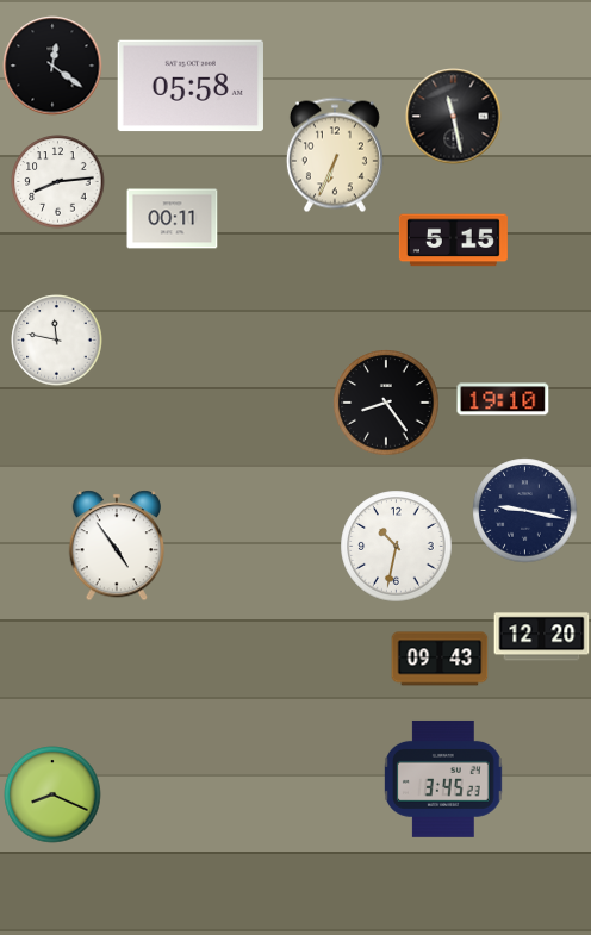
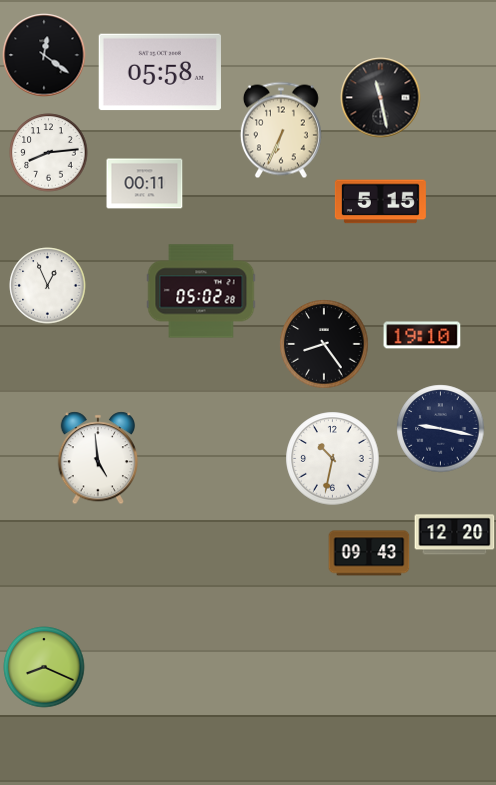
clock at (57, 341): 11:47 -> 12:56
clock at (201, 291): none -> 05:02
clock at (386, 403) position: (386, 403) -> (324, 344)
clock at (116, 546): 4:54 -> 4:59
clock at (443, 779): 3:45 -> none
